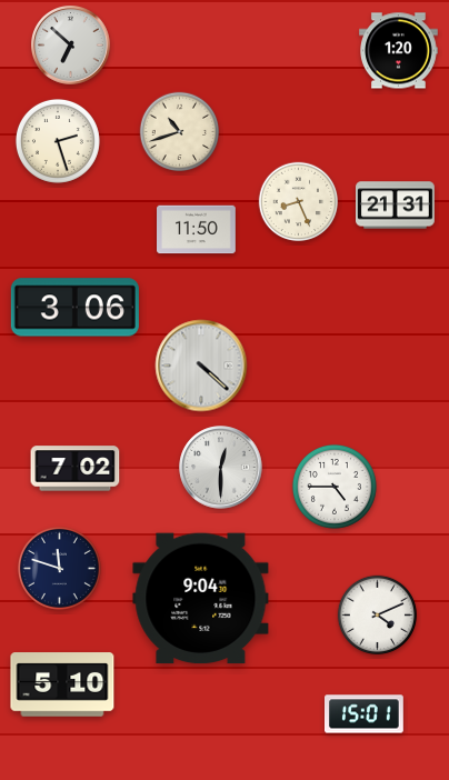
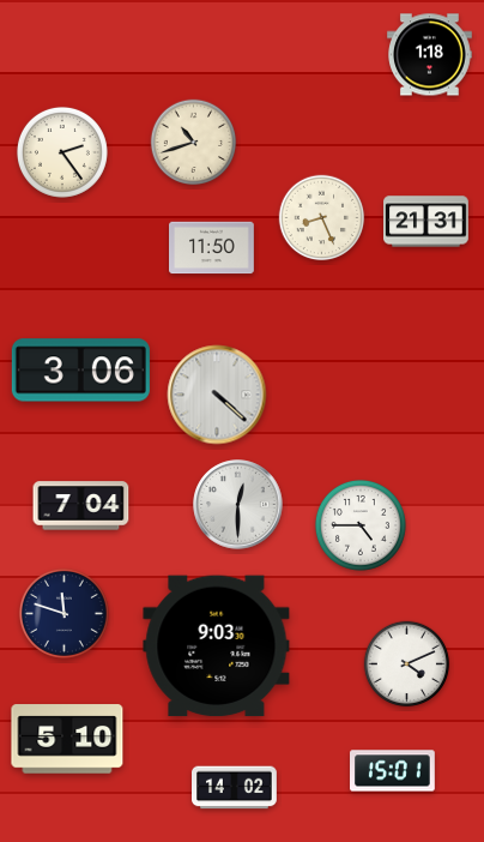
clock at (71, 46): 6:52 -> none
clock at (399, 51): 1:20 -> 1:18
clock at (58, 141): 2:27 -> 2:24
clock at (74, 308) position: (74, 308) -> (80, 371)
clock at (76, 469): 7:02 -> 7:04
clock at (201, 599): 9:04 -> 9:03
clock at (235, 788): none -> 14:02
